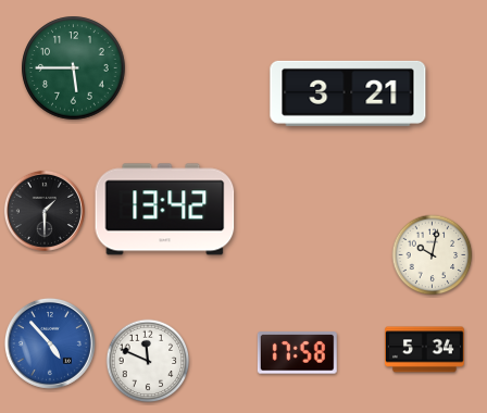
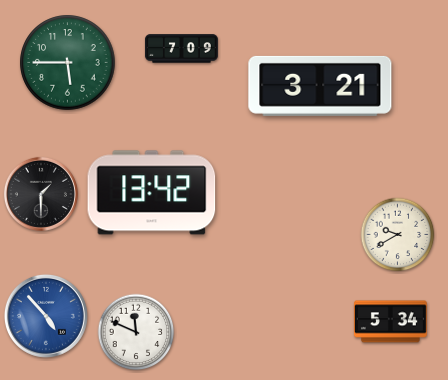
clock at (181, 49): none -> 7:09
clock at (433, 255): 10:02 -> 9:40
clock at (297, 353): 17:58 -> none
